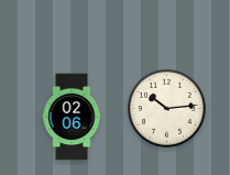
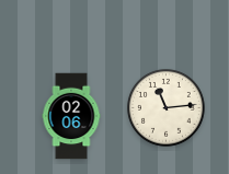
clock at (167, 109): 10:14 -> 11:14
